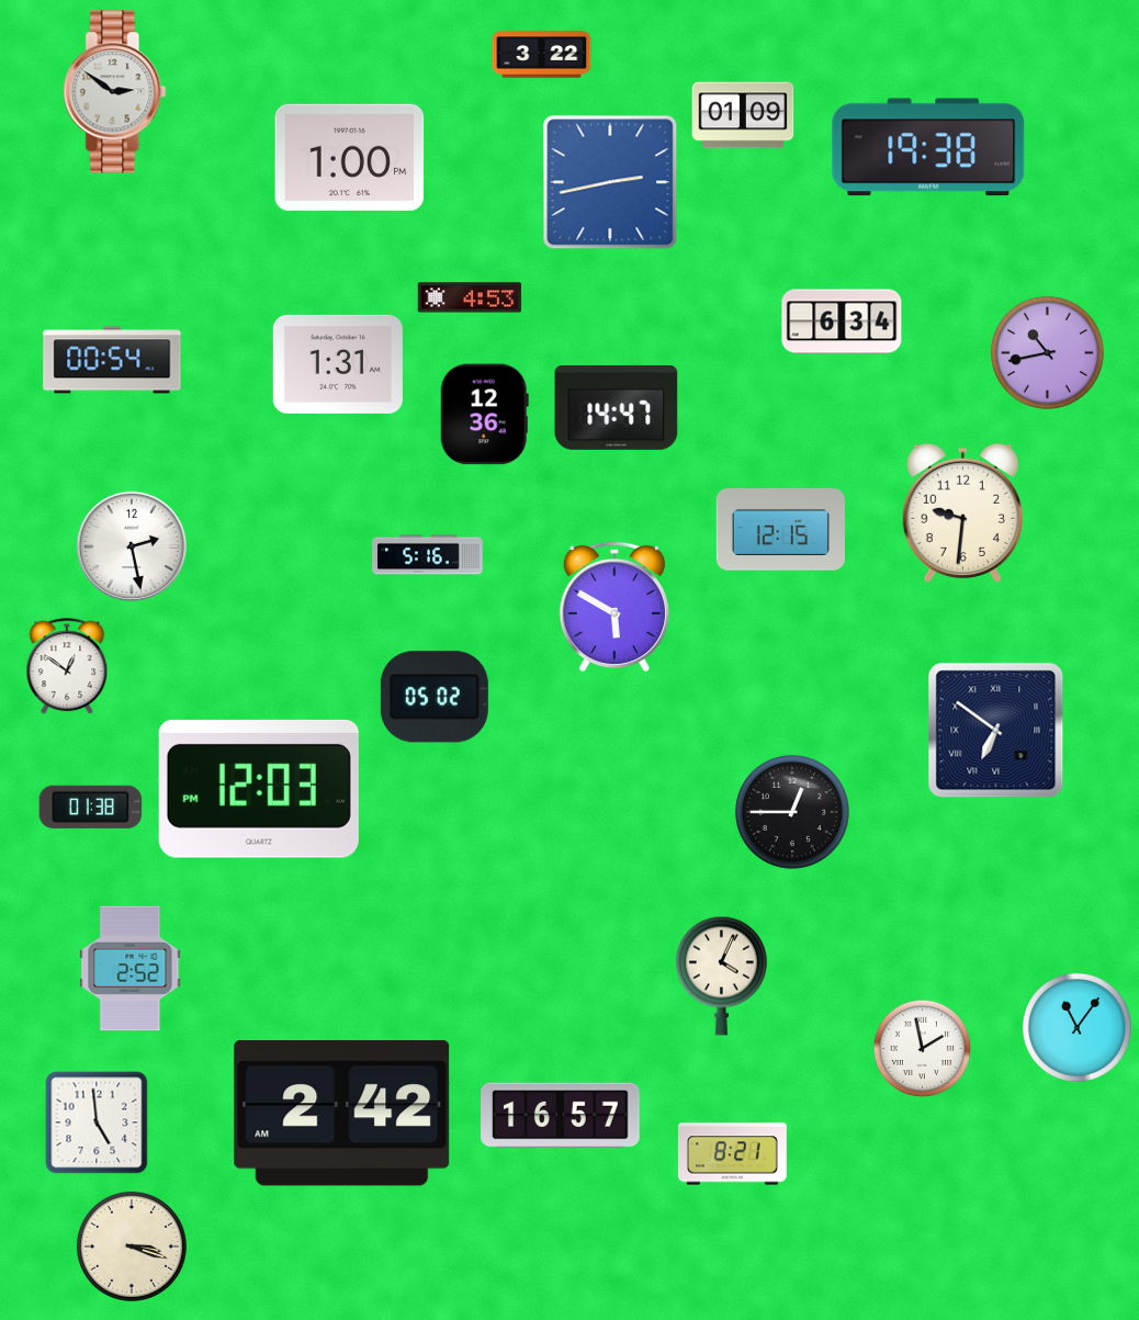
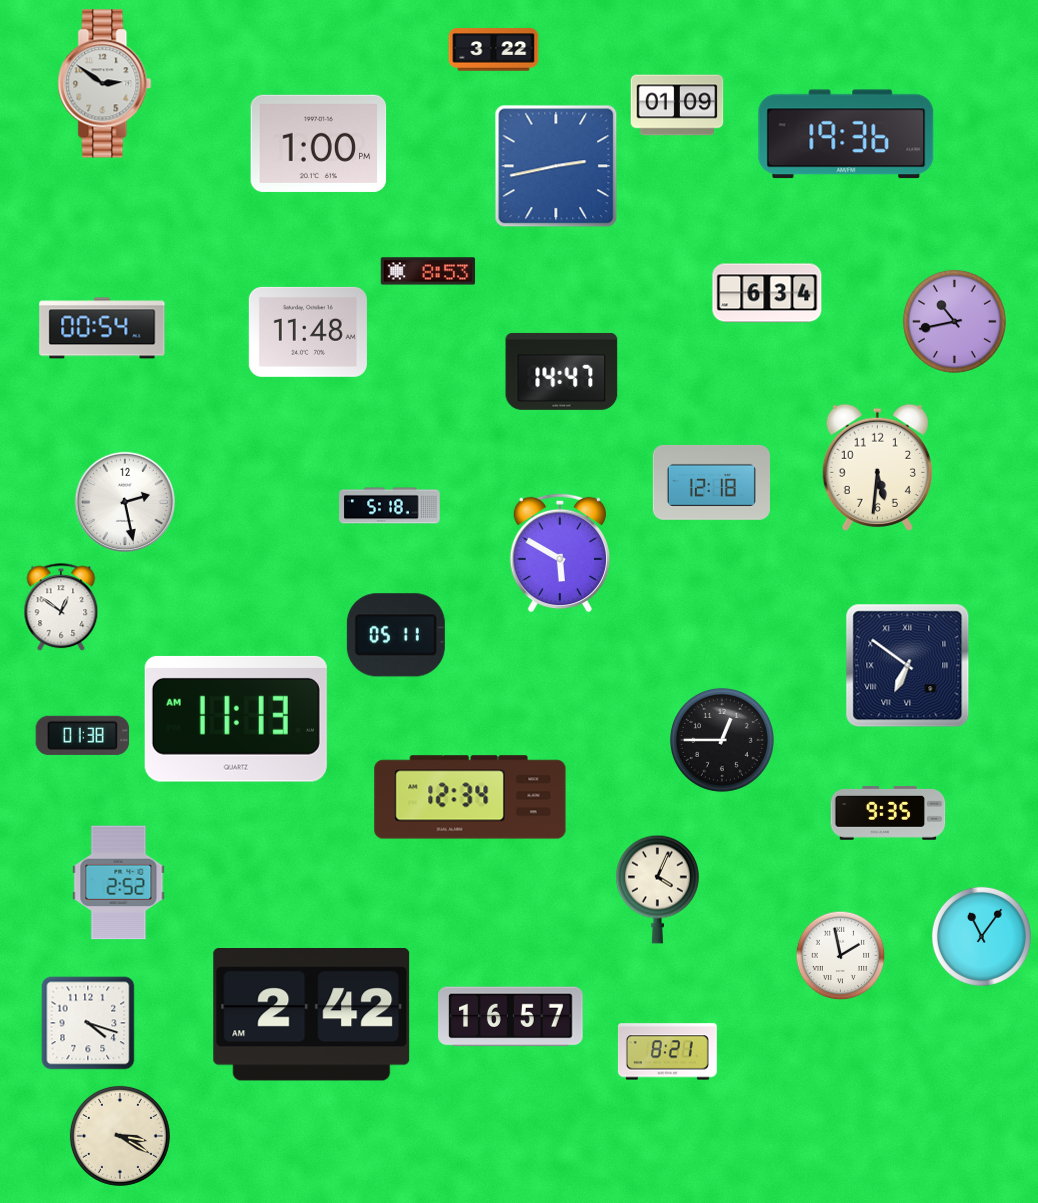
clock at (928, 147): 19:38 -> 19:36
clock at (470, 297): 4:53 -> 8:53
clock at (338, 364): 1:31 -> 11:48
clock at (484, 415): 12:36 -> none
clock at (962, 512): 9:31 -> 5:31
clock at (780, 529): 12:15 -> 12:18
clock at (131, 545) position: (131, 545) -> (124, 501)
clock at (428, 555): 5:16 -> 5:18
clock at (435, 697): 05:02 -> 05:11
clock at (259, 789): 12:03 -> 11:13
clock at (470, 797): none -> 12:34
clock at (888, 813): none -> 9:35
clock at (97, 1122): 4:59 -> 4:18
clock at (132, 1246): 3:18 -> 3:20
